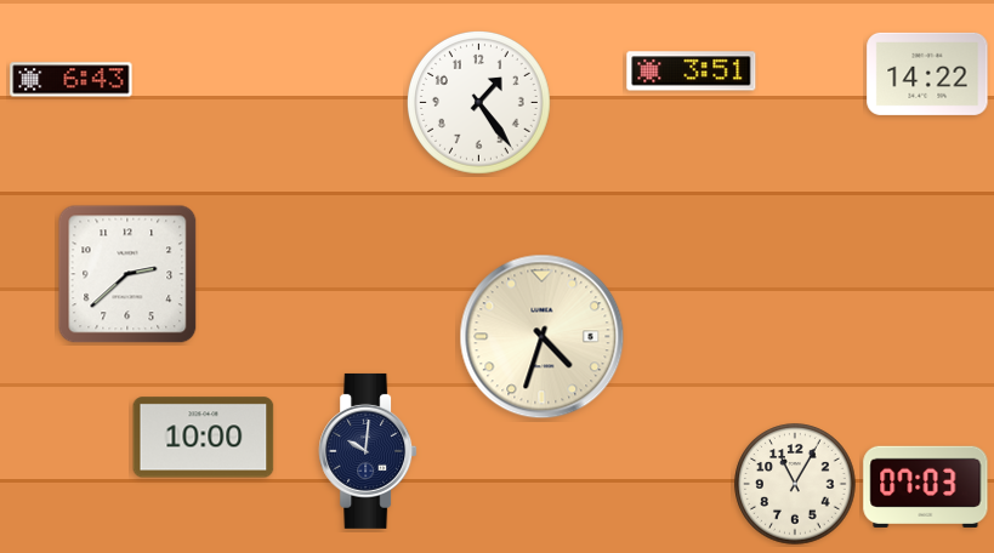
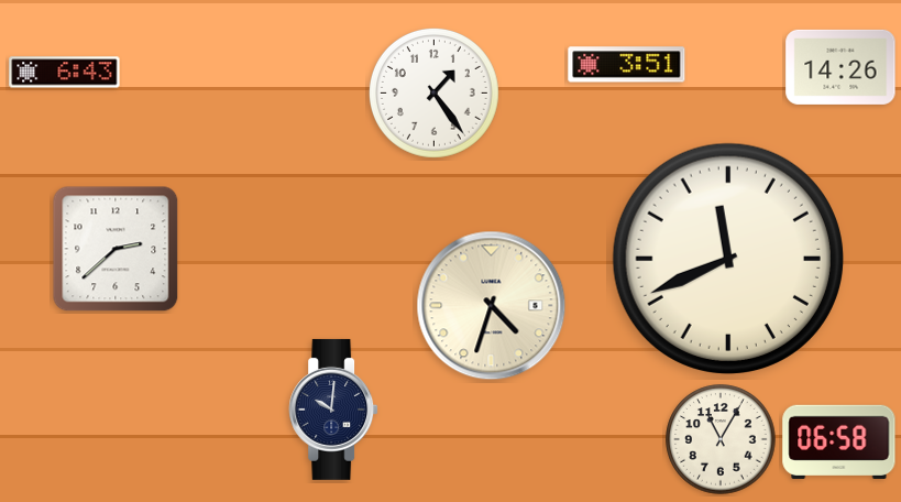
clock at (927, 74): 14:22 -> 14:26
clock at (728, 259): none -> 11:41
clock at (204, 438): 10:00 -> none
clock at (926, 486): 07:03 -> 06:58
